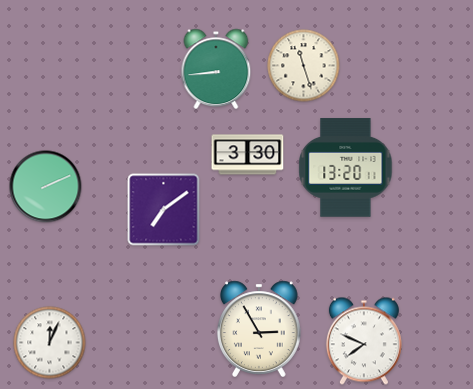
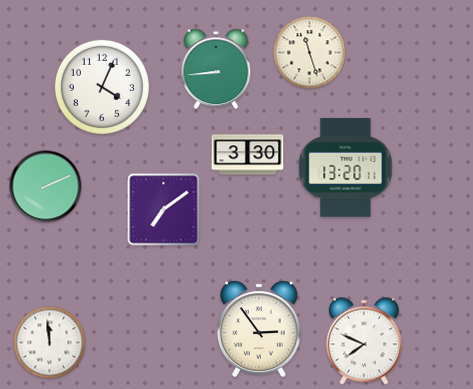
clock at (304, 66) position: (304, 66) -> (310, 53)
clock at (102, 87): none -> 4:04
clock at (259, 329): 2:55 -> 2:54
clock at (50, 343): 12:04 -> 11:59
